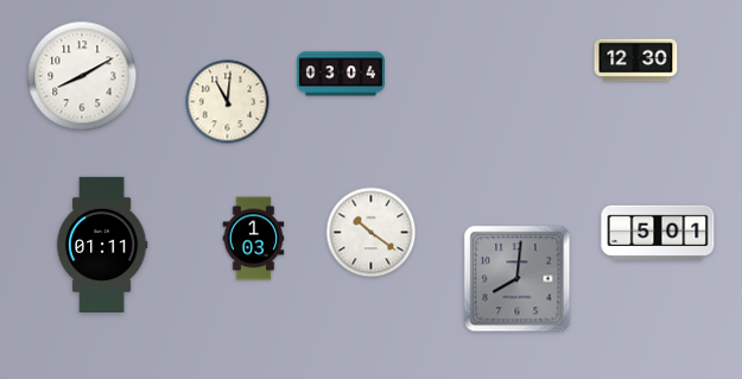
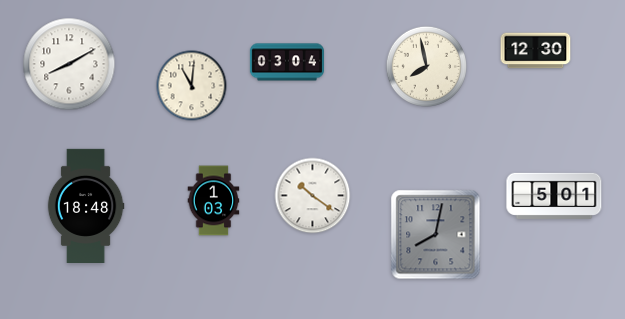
clock at (426, 66): none -> 7:58
clock at (102, 244): 01:11 -> 18:48
clock at (518, 279): 8:01 -> 8:02
